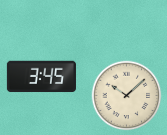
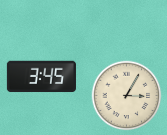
clock at (127, 96): 10:08 -> 3:05
